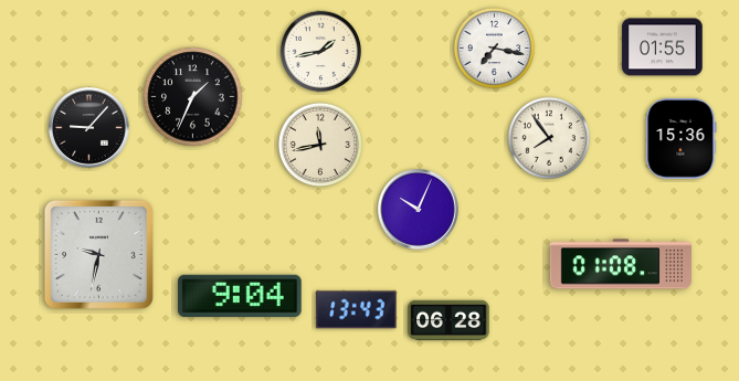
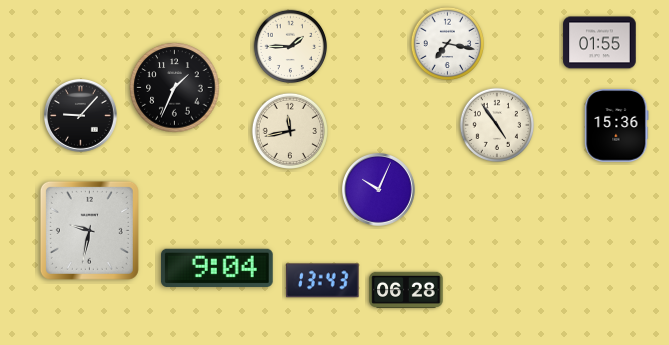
clock at (321, 52): 1:43 -> 1:45
clock at (548, 137): 7:54 -> 4:54
clock at (621, 264): 01:08 -> none
